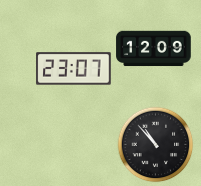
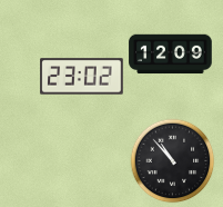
clock at (74, 69): 23:07 -> 23:02
